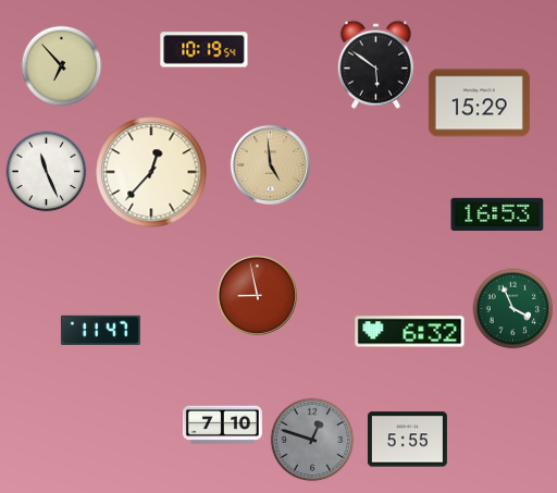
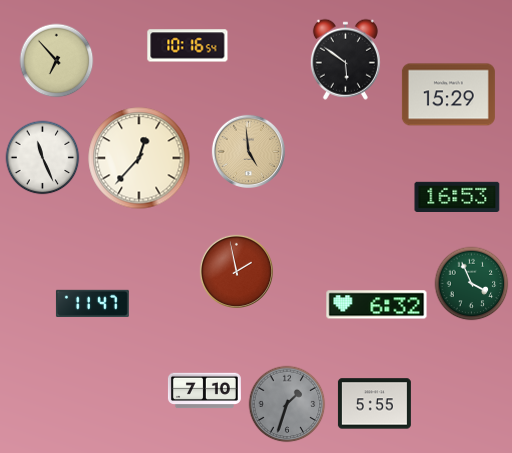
clock at (205, 50): 10:19 -> 10:16
clock at (479, 103) position: (479, 103) -> (448, 95)
clock at (257, 295): 8:58 -> 1:58
clock at (312, 440): 12:48 -> 1:33
